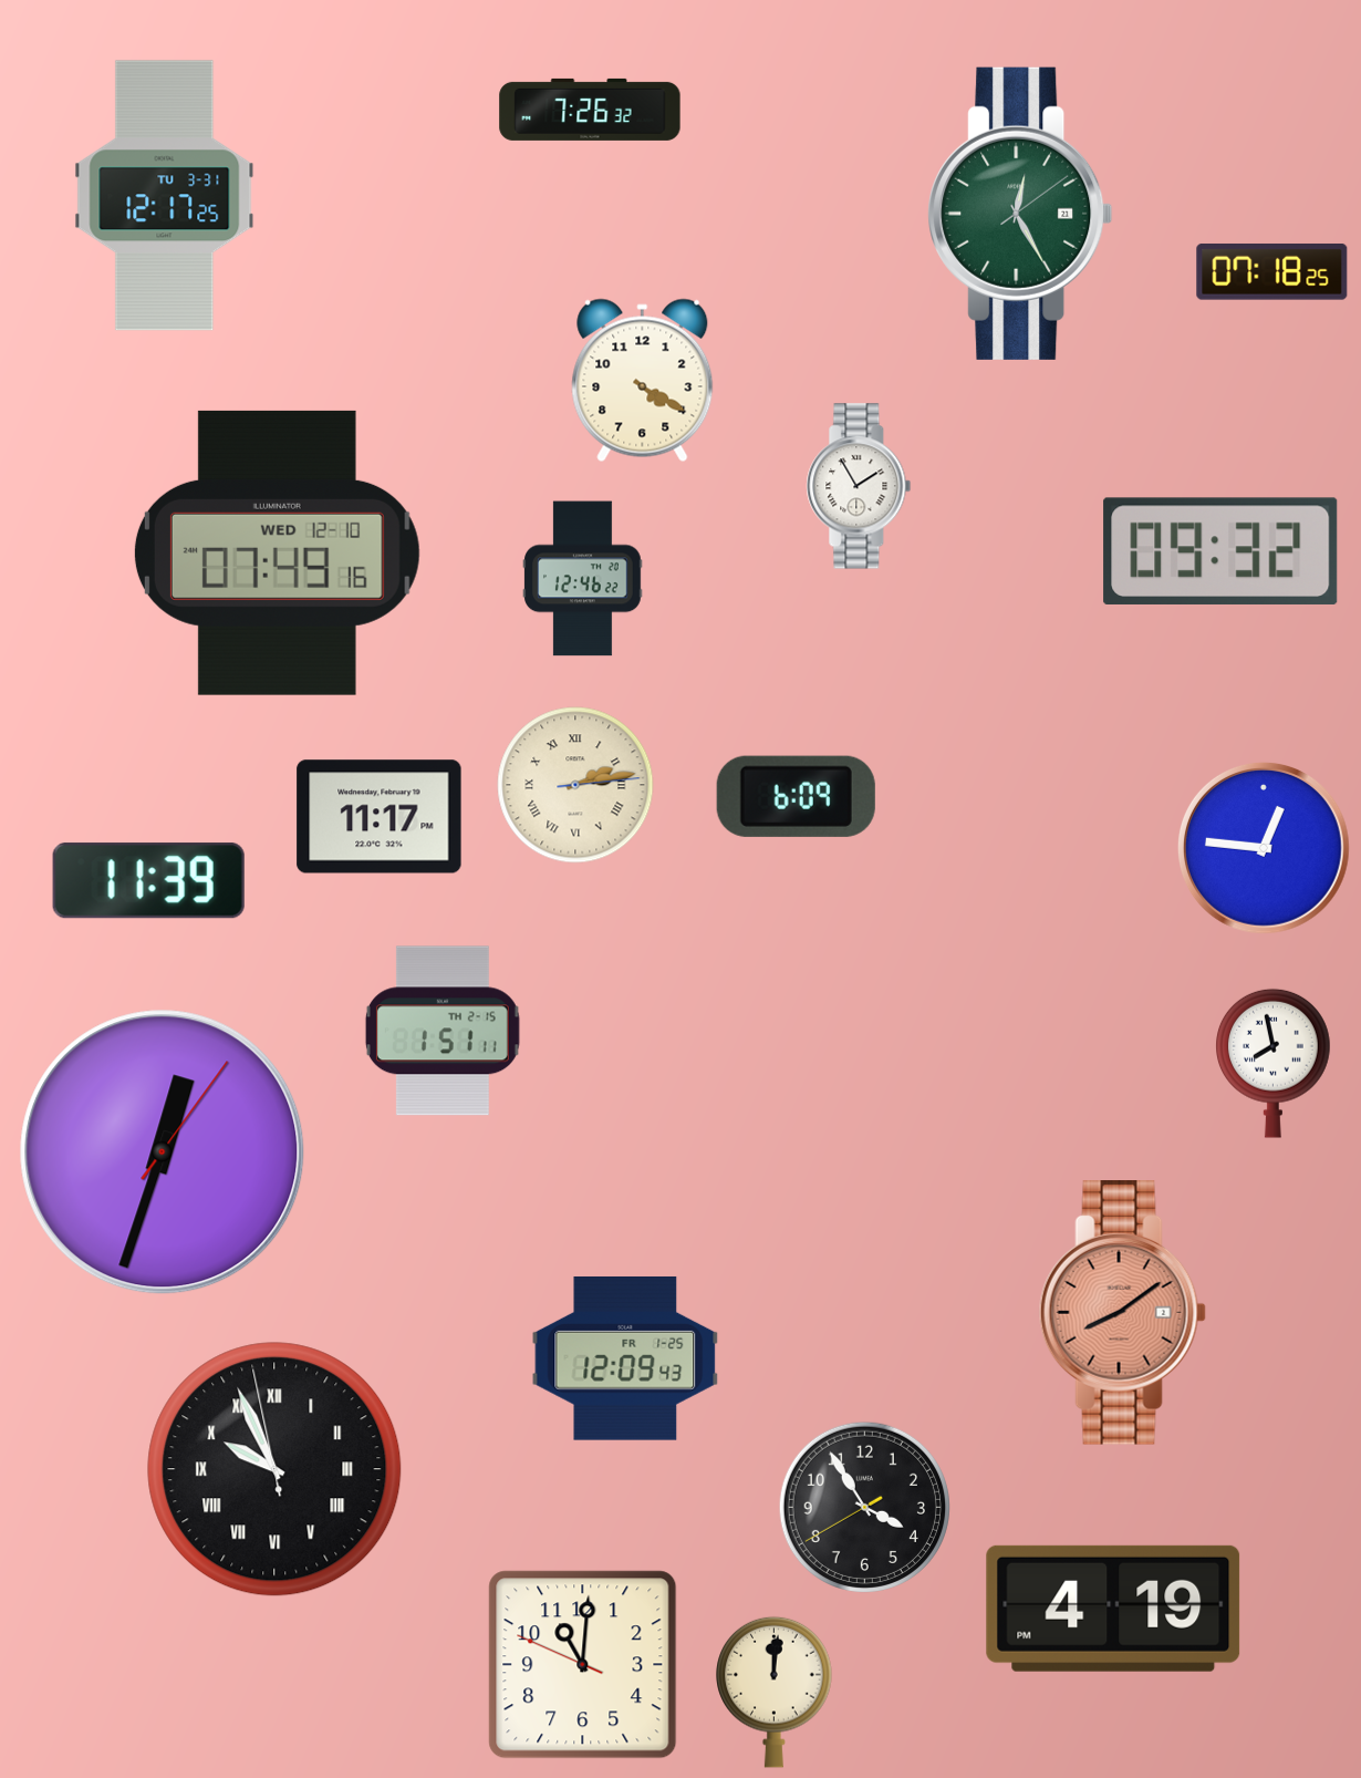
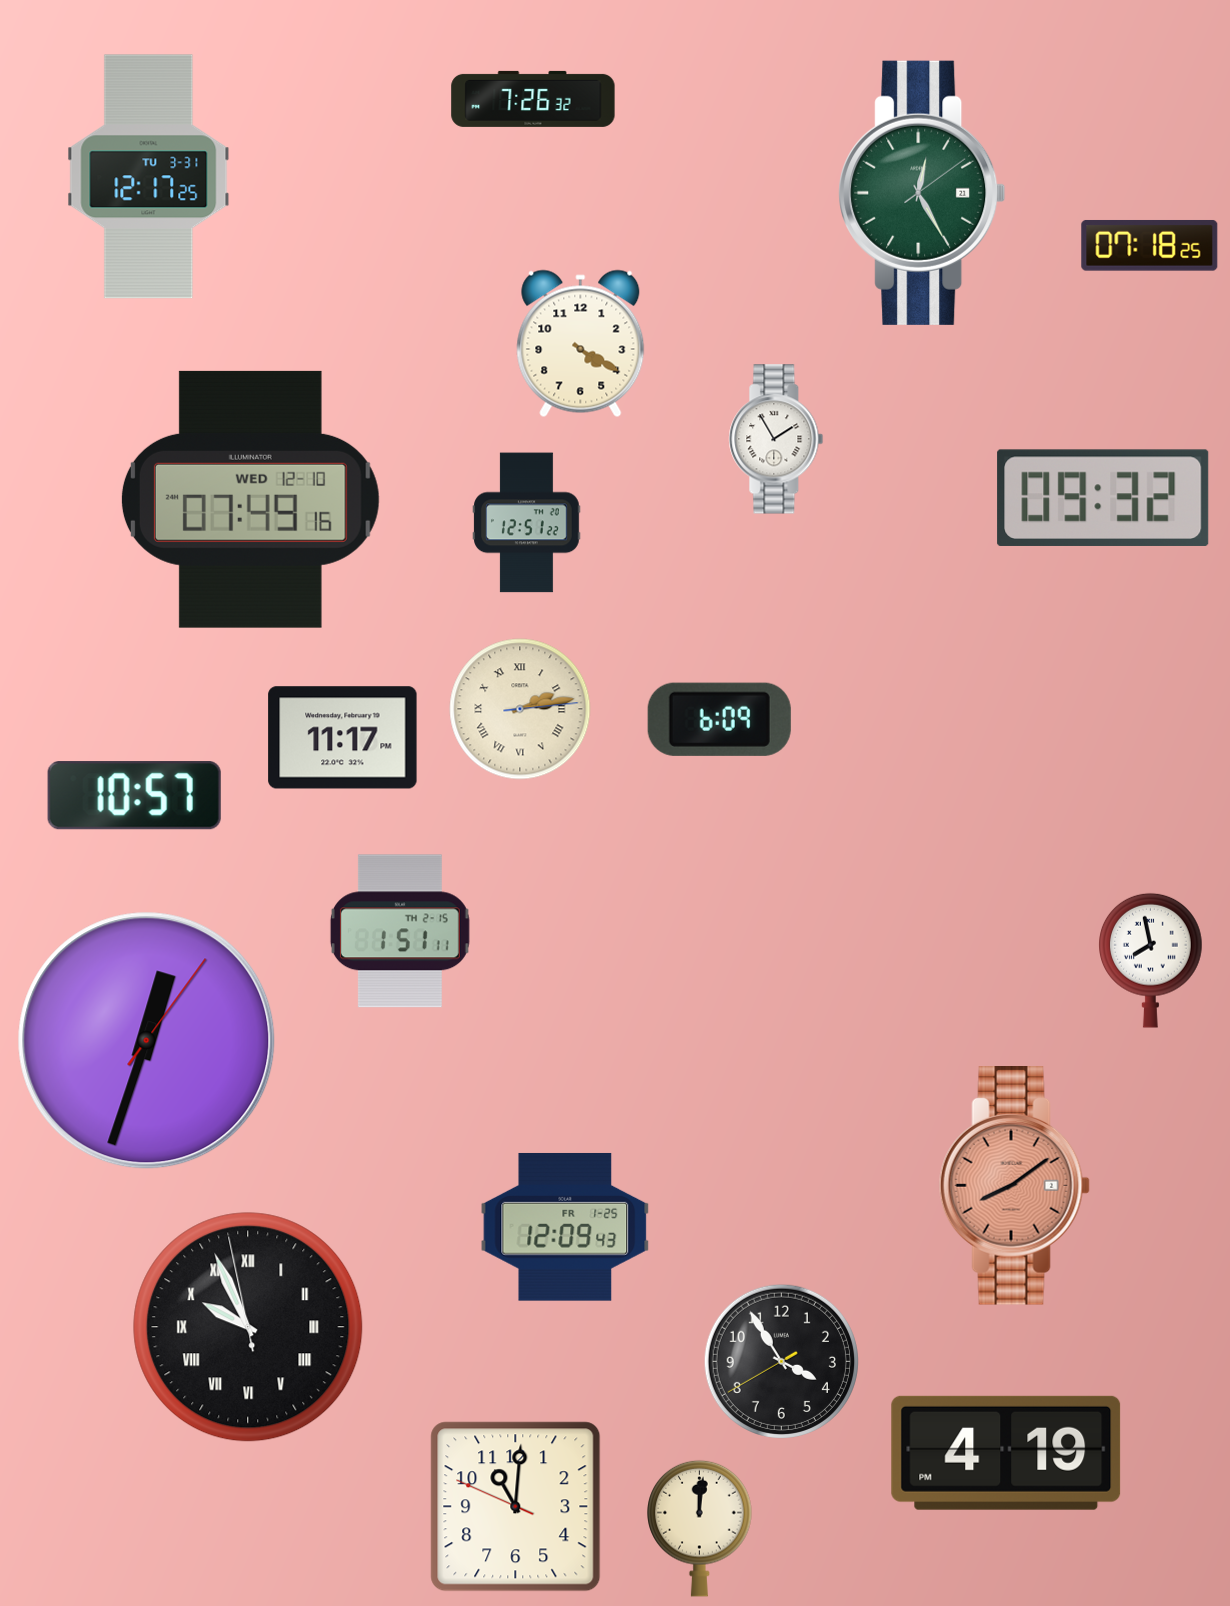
clock at (583, 579): 12:46 -> 12:51
clock at (1264, 848): 12:46 -> none
clock at (148, 881): 11:39 -> 10:57
clock at (583, 1665) position: (583, 1665) -> (516, 1507)
